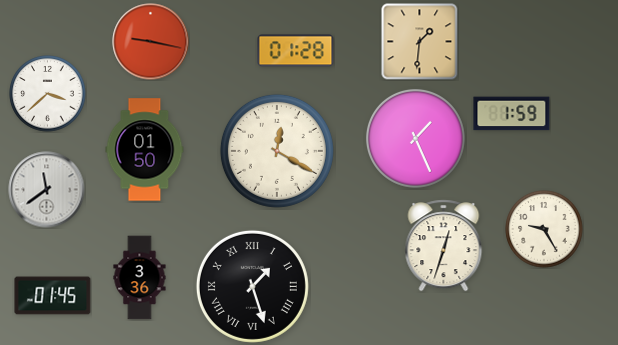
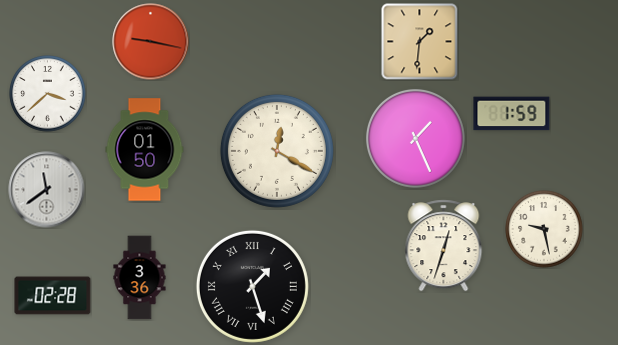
clock at (296, 51): 01:28 -> none
clock at (544, 229): 9:25 -> 9:28
clock at (53, 296): 01:45 -> 02:28
